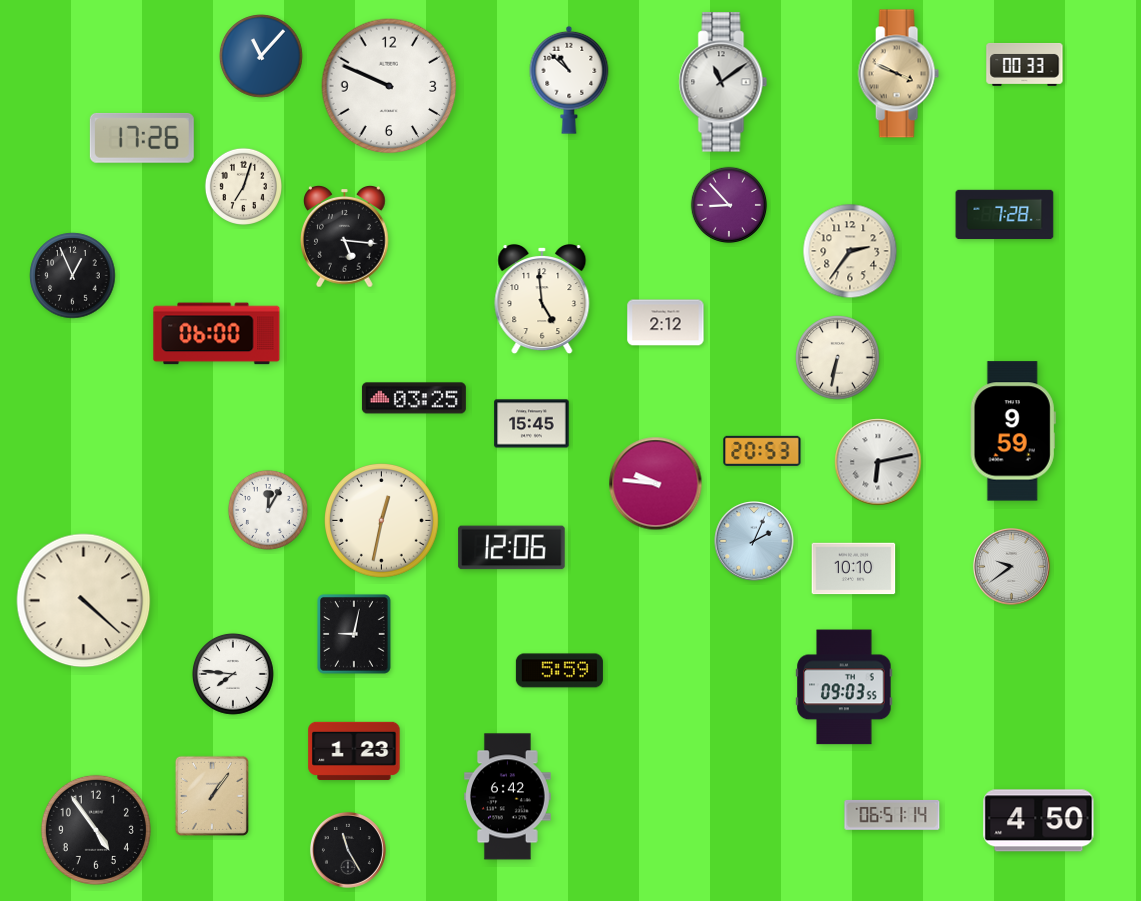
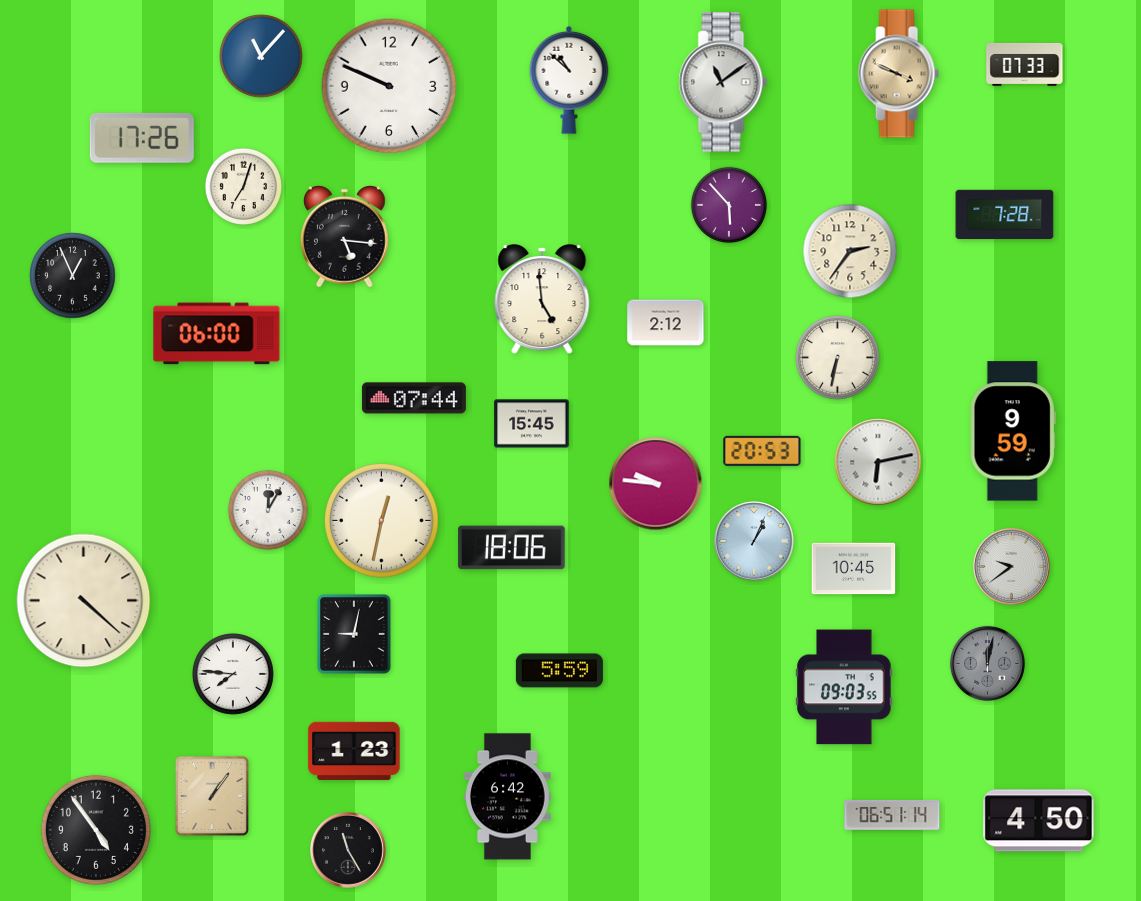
clock at (1025, 64): 00:33 -> 07:33
clock at (729, 205): 8:53 -> 5:53
clock at (414, 398): 03:25 -> 07:44
clock at (754, 541): 2:04 -> 1:04
clock at (512, 548): 12:06 -> 18:06
clock at (854, 569): 10:10 -> 10:45
clock at (987, 663): none -> 12:02
